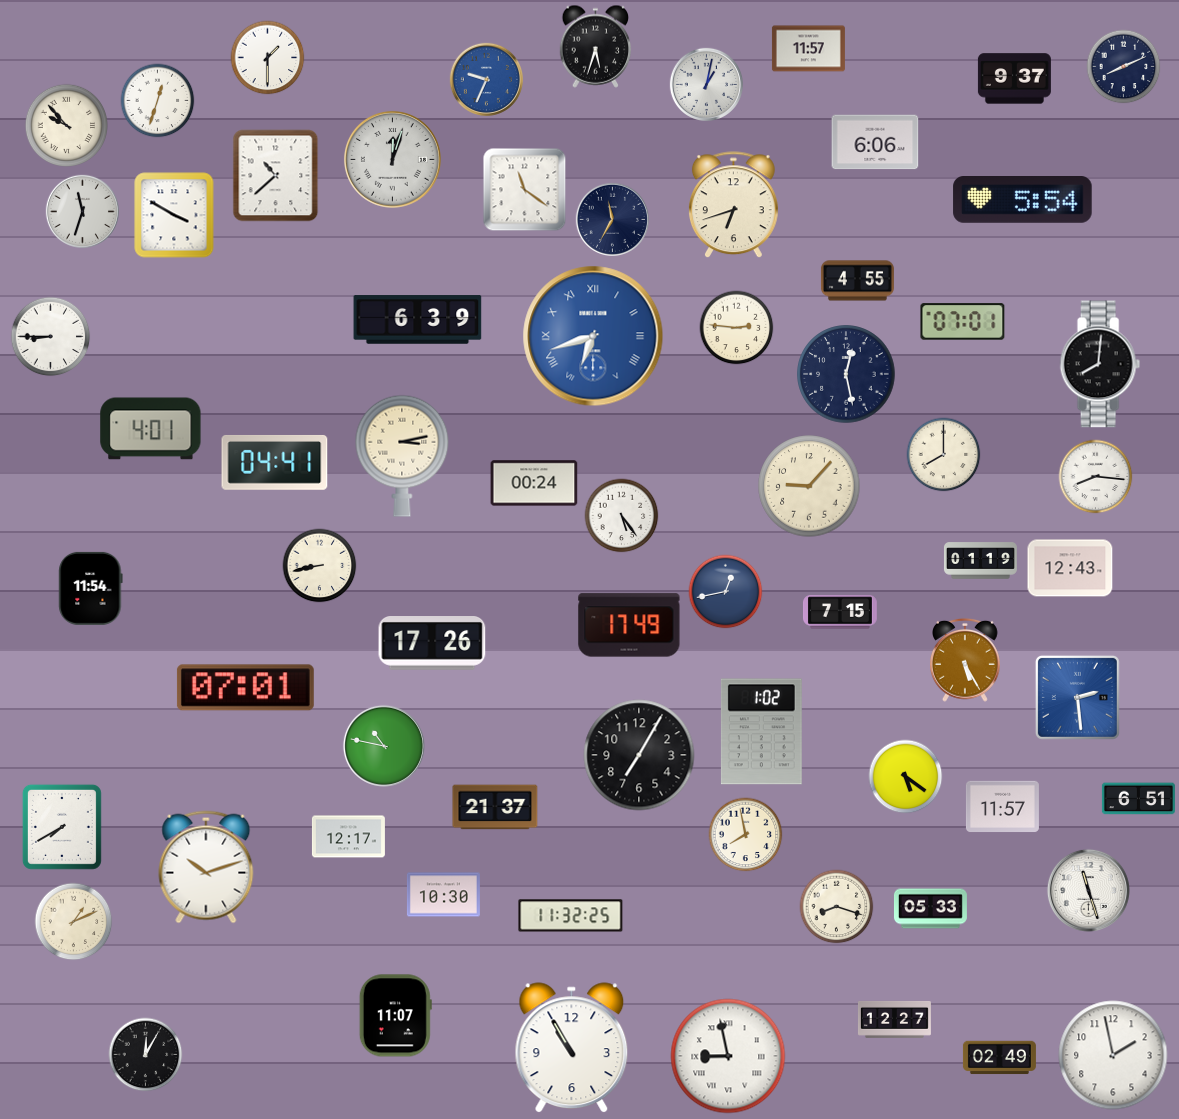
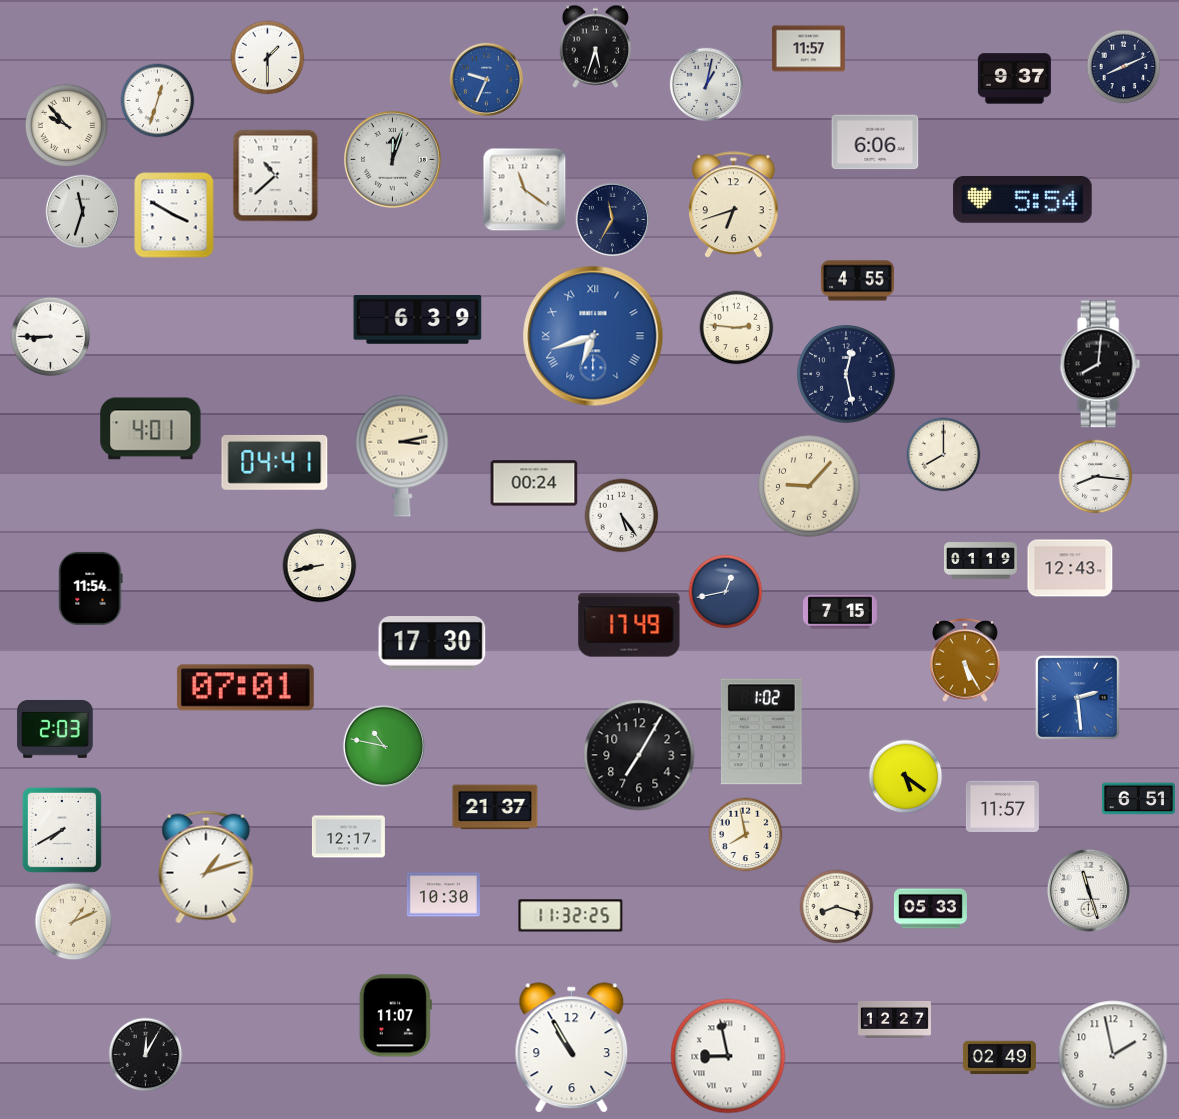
clock at (963, 322): 07:01 -> none
clock at (432, 644): 17:26 -> 17:30
clock at (55, 729): none -> 2:03
clock at (62, 827) position: (62, 827) -> (62, 830)
clock at (206, 867): 10:12 -> 1:12
